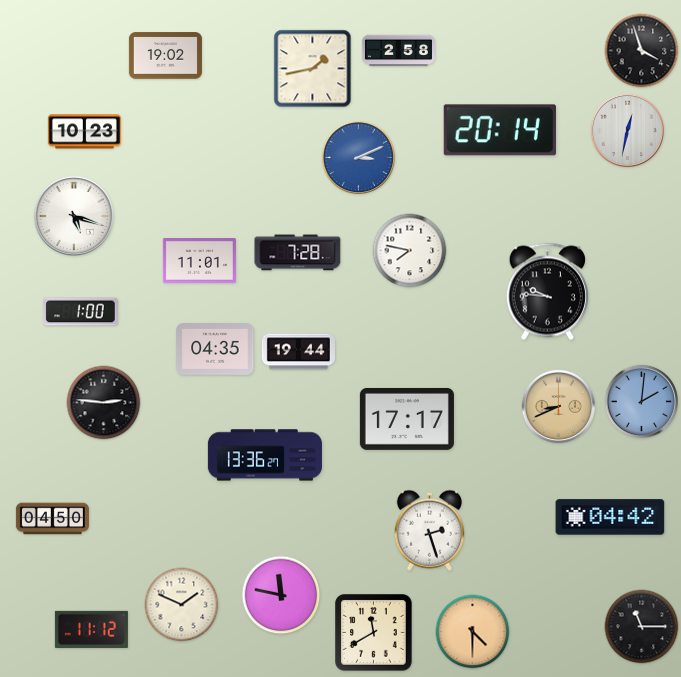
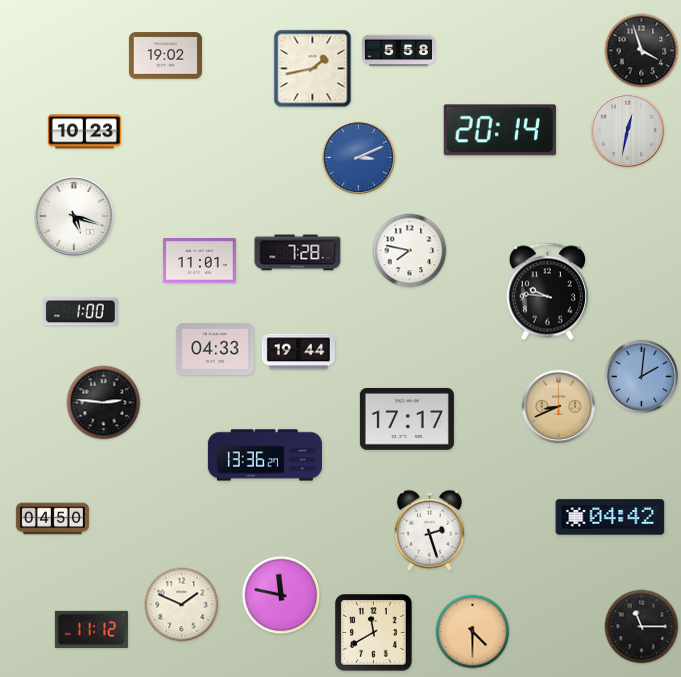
clock at (398, 51): 2:58 -> 5:58
clock at (215, 350): 04:35 -> 04:33
clock at (642, 402) position: (642, 402) -> (642, 377)
